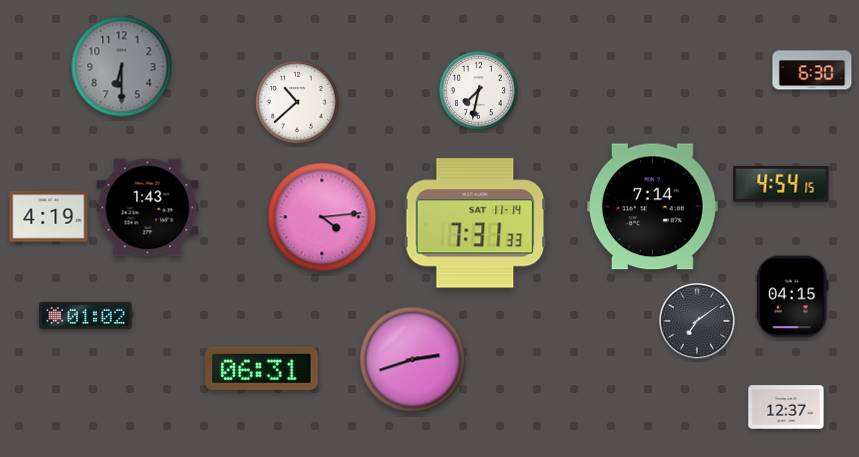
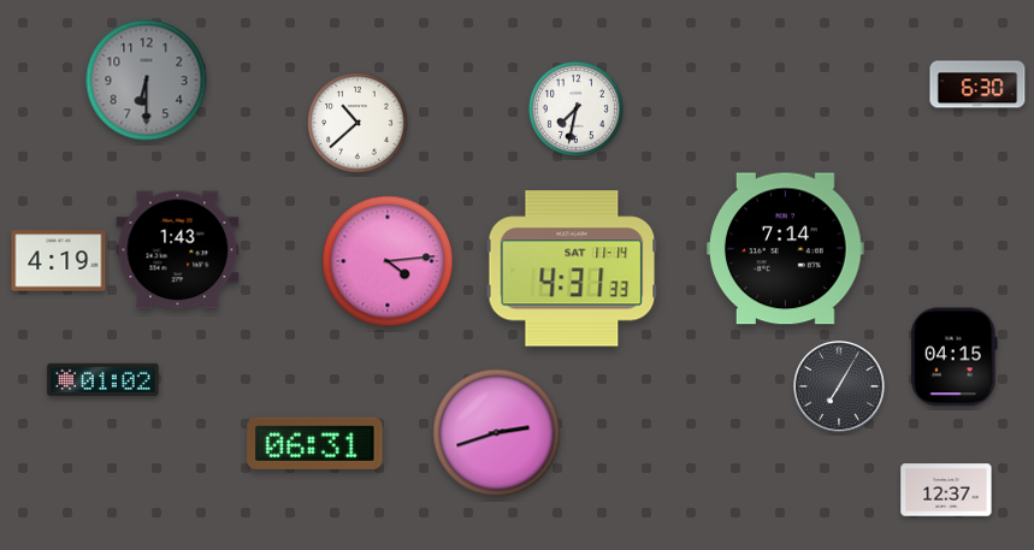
clock at (781, 185): 4:54 -> none
clock at (475, 223): 7:31 -> 4:31
clock at (697, 321): 7:09 -> 7:05
